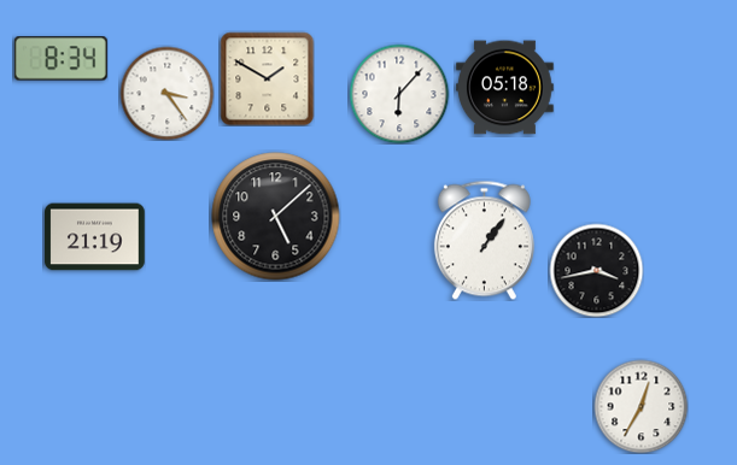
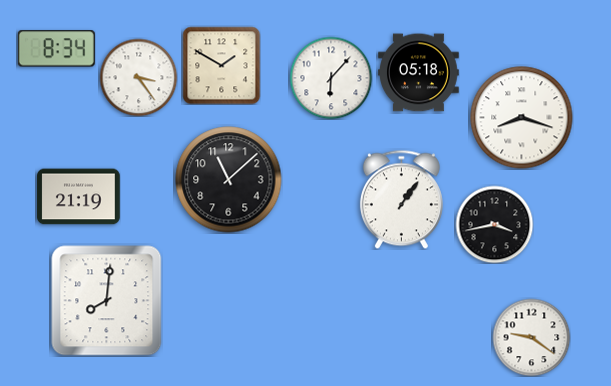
clock at (60, 59) position: (60, 59) -> (56, 49)
clock at (522, 118): none -> 8:18
clock at (276, 217): 5:08 -> 11:08
clock at (107, 301): none -> 8:01
clock at (641, 406): 12:35 -> 9:21
